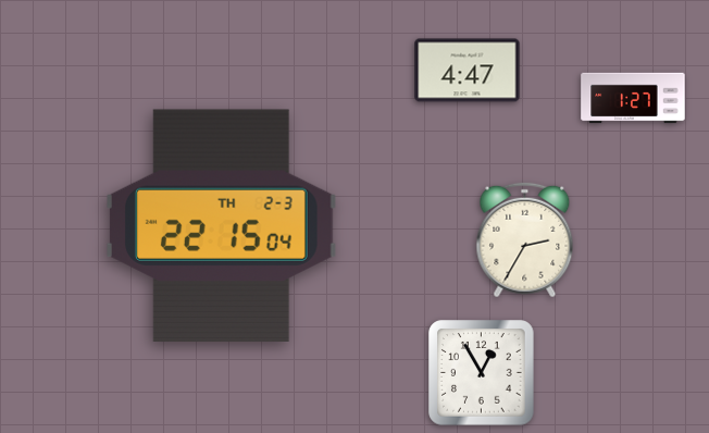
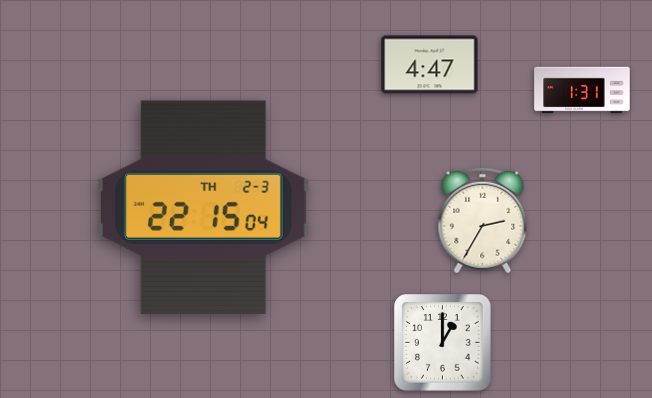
clock at (633, 98): 1:27 -> 1:31
clock at (482, 373): 12:55 -> 1:00
